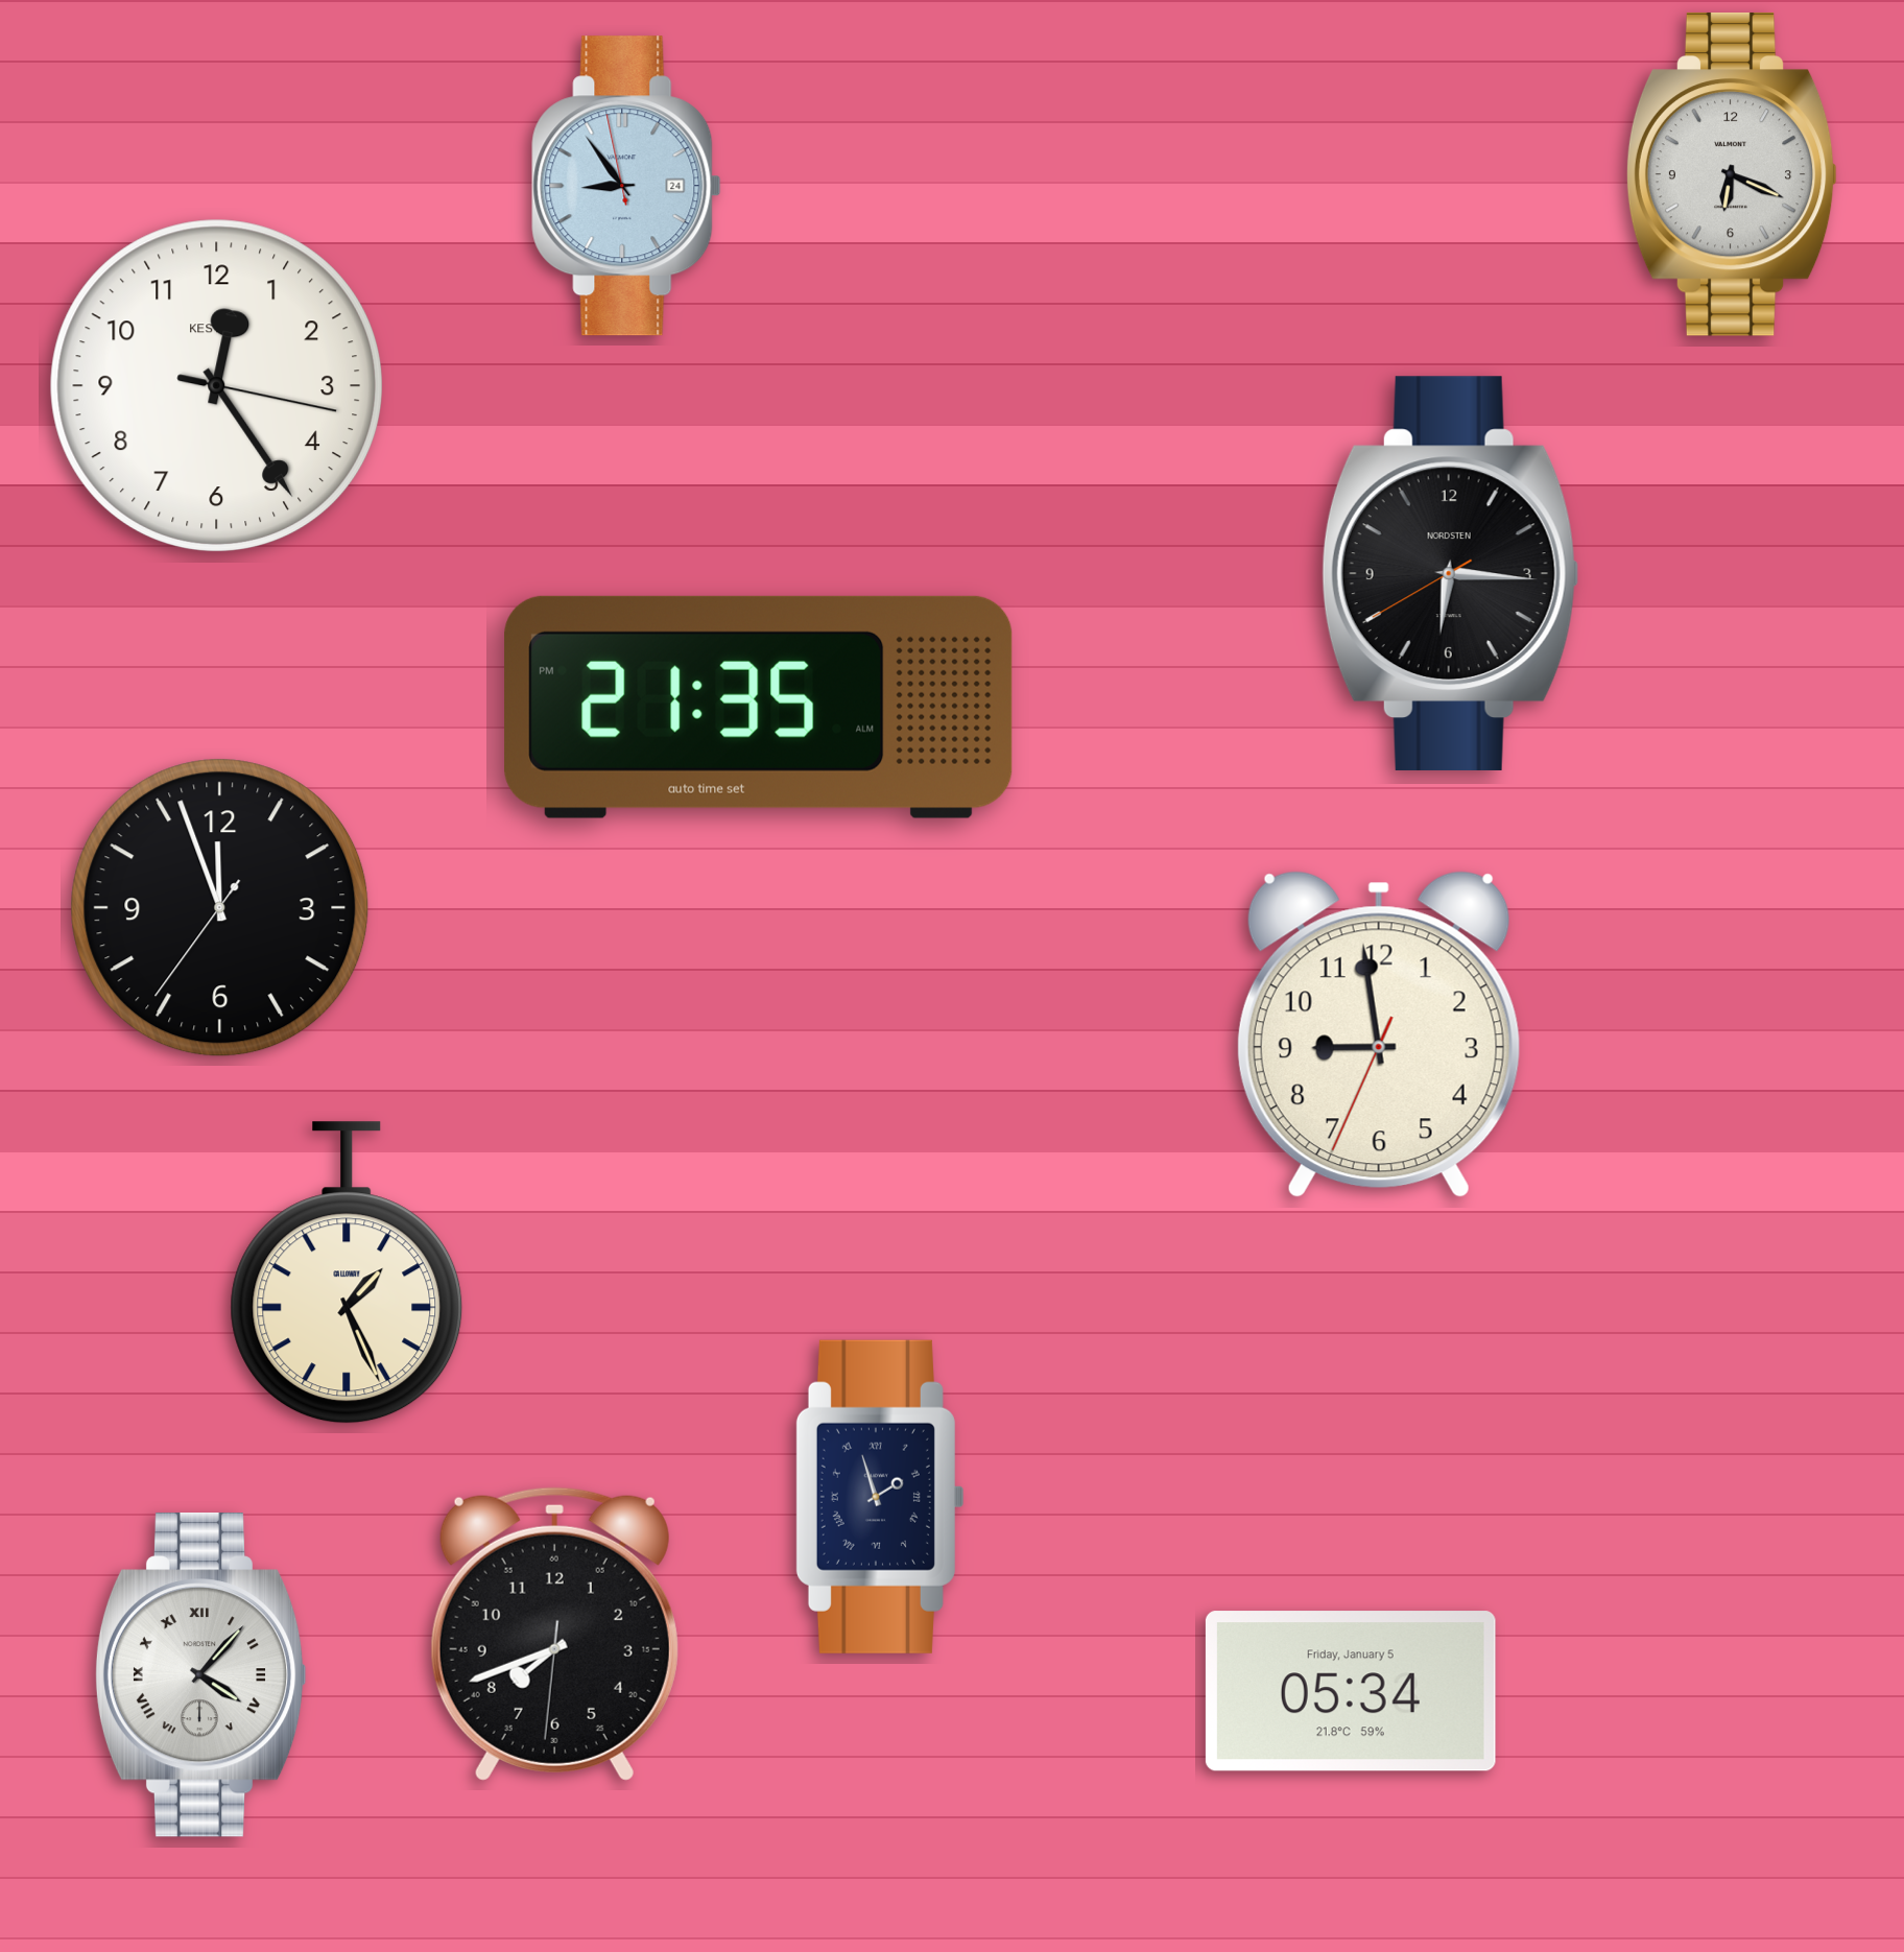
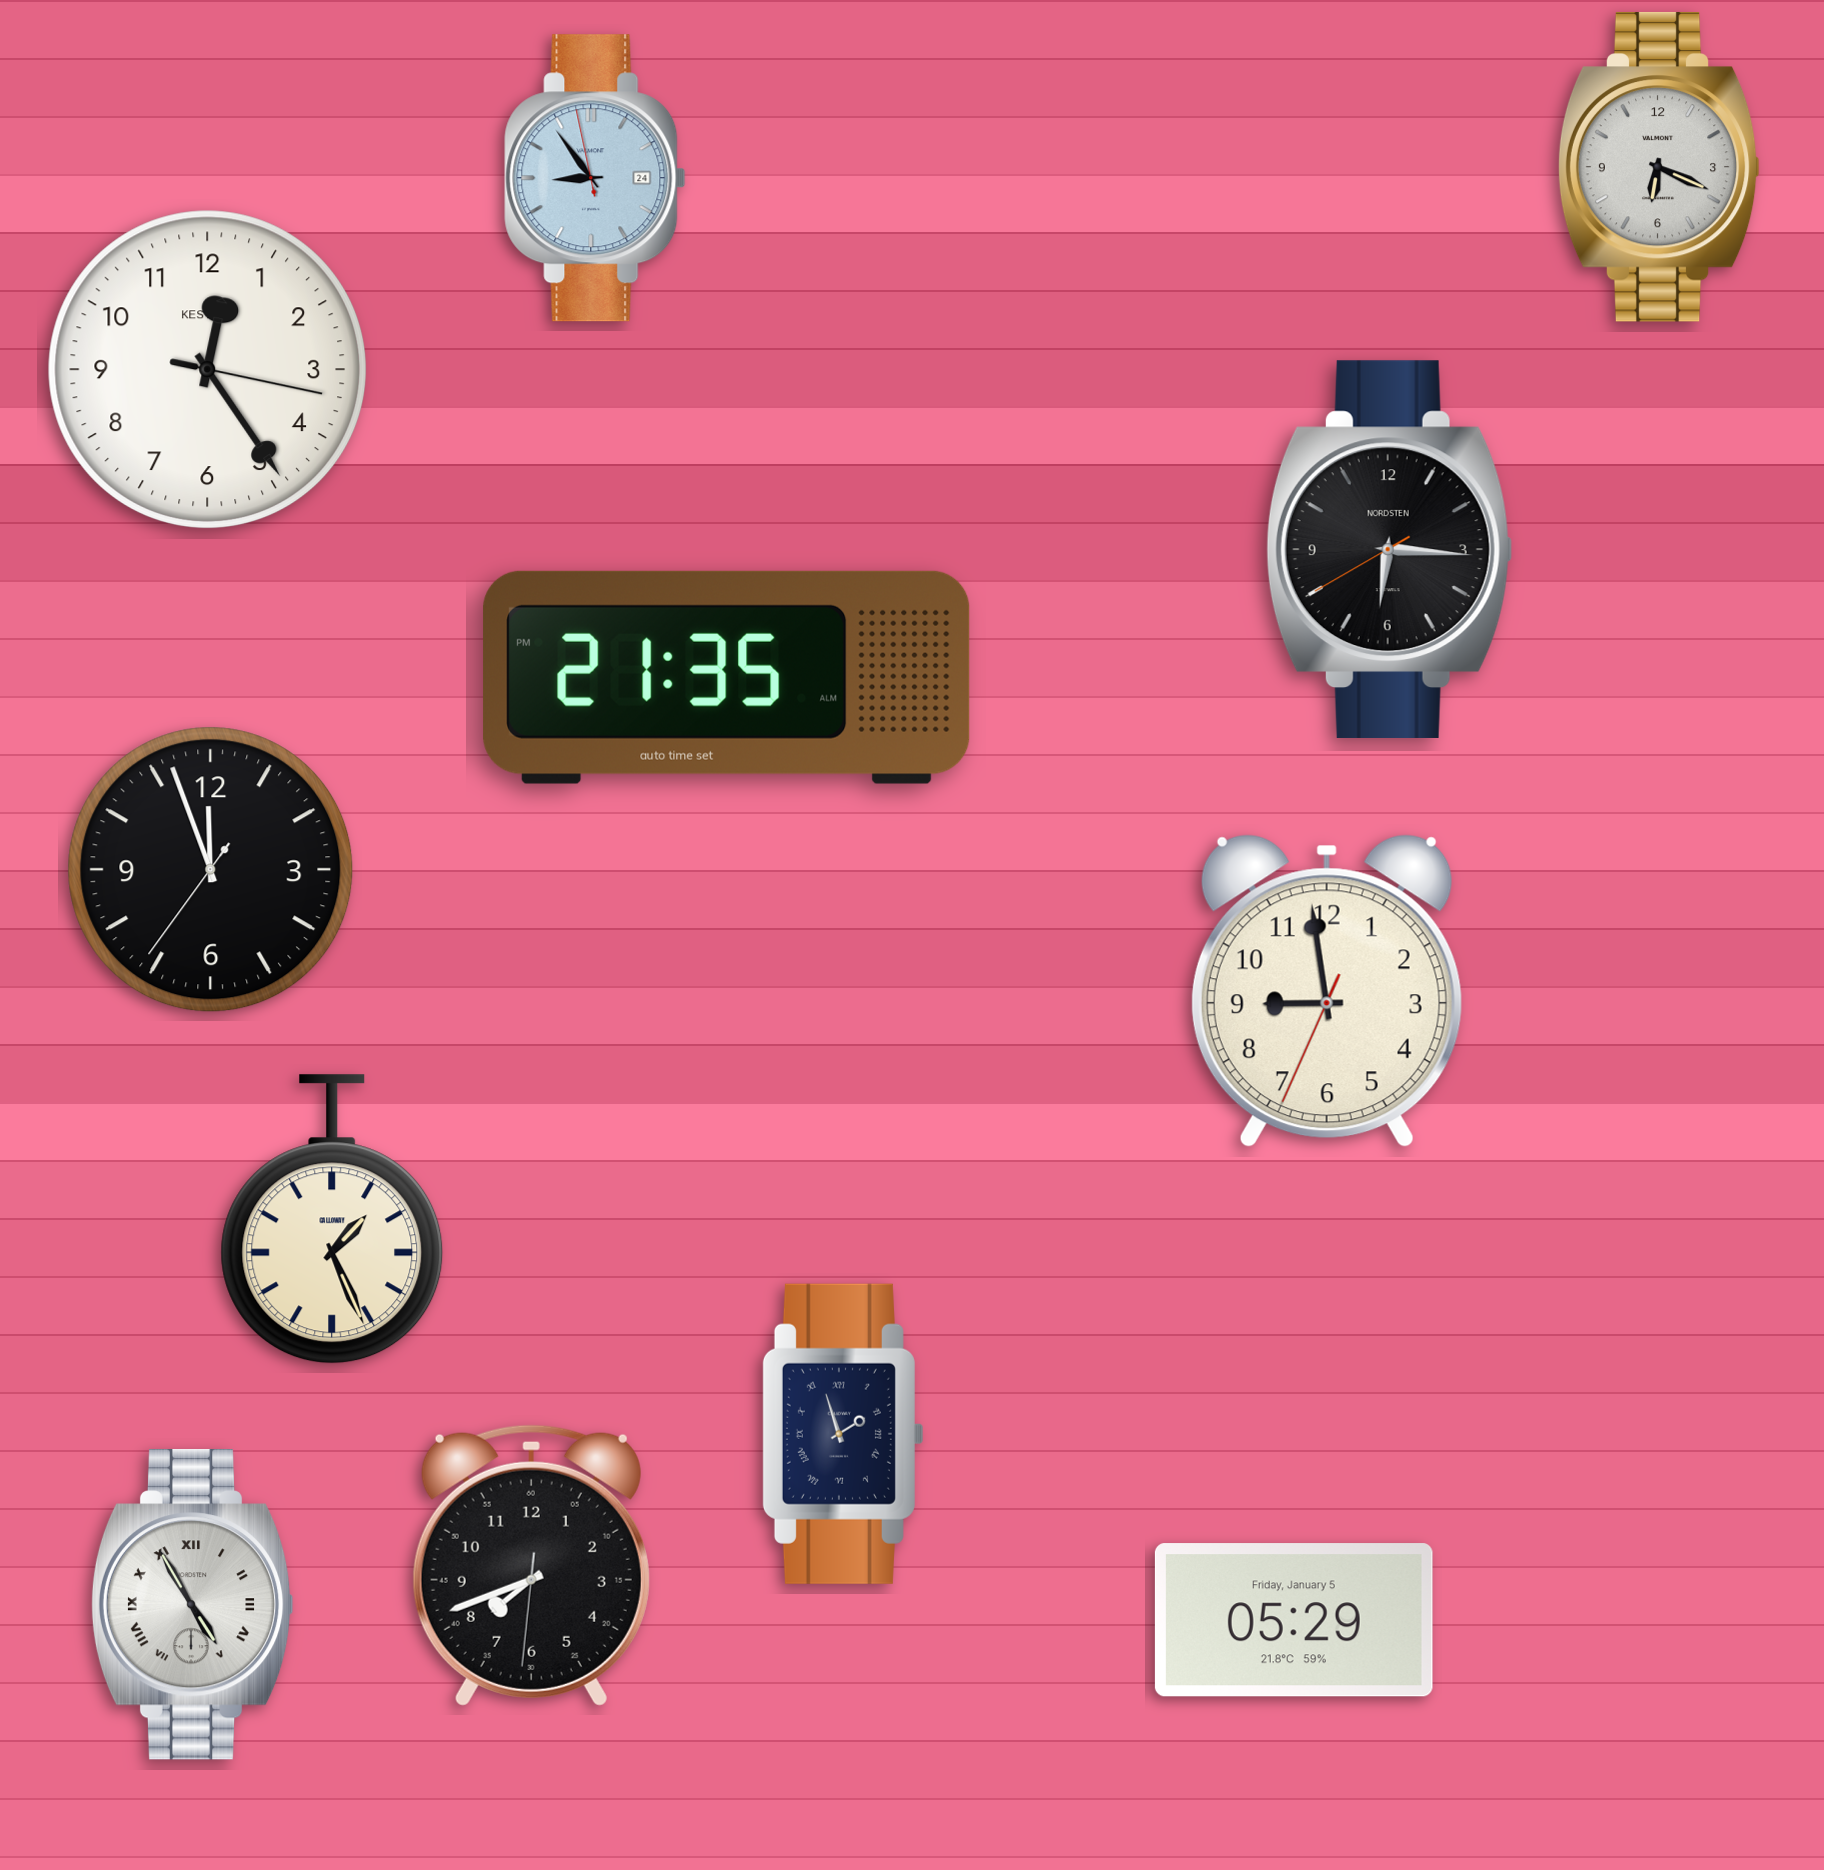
clock at (626, 186) position: (626, 186) -> (595, 178)
clock at (1379, 1034) position: (1379, 1034) -> (1327, 991)
clock at (200, 1675): 4:07 -> 4:55
clock at (1351, 1691): 05:34 -> 05:29
